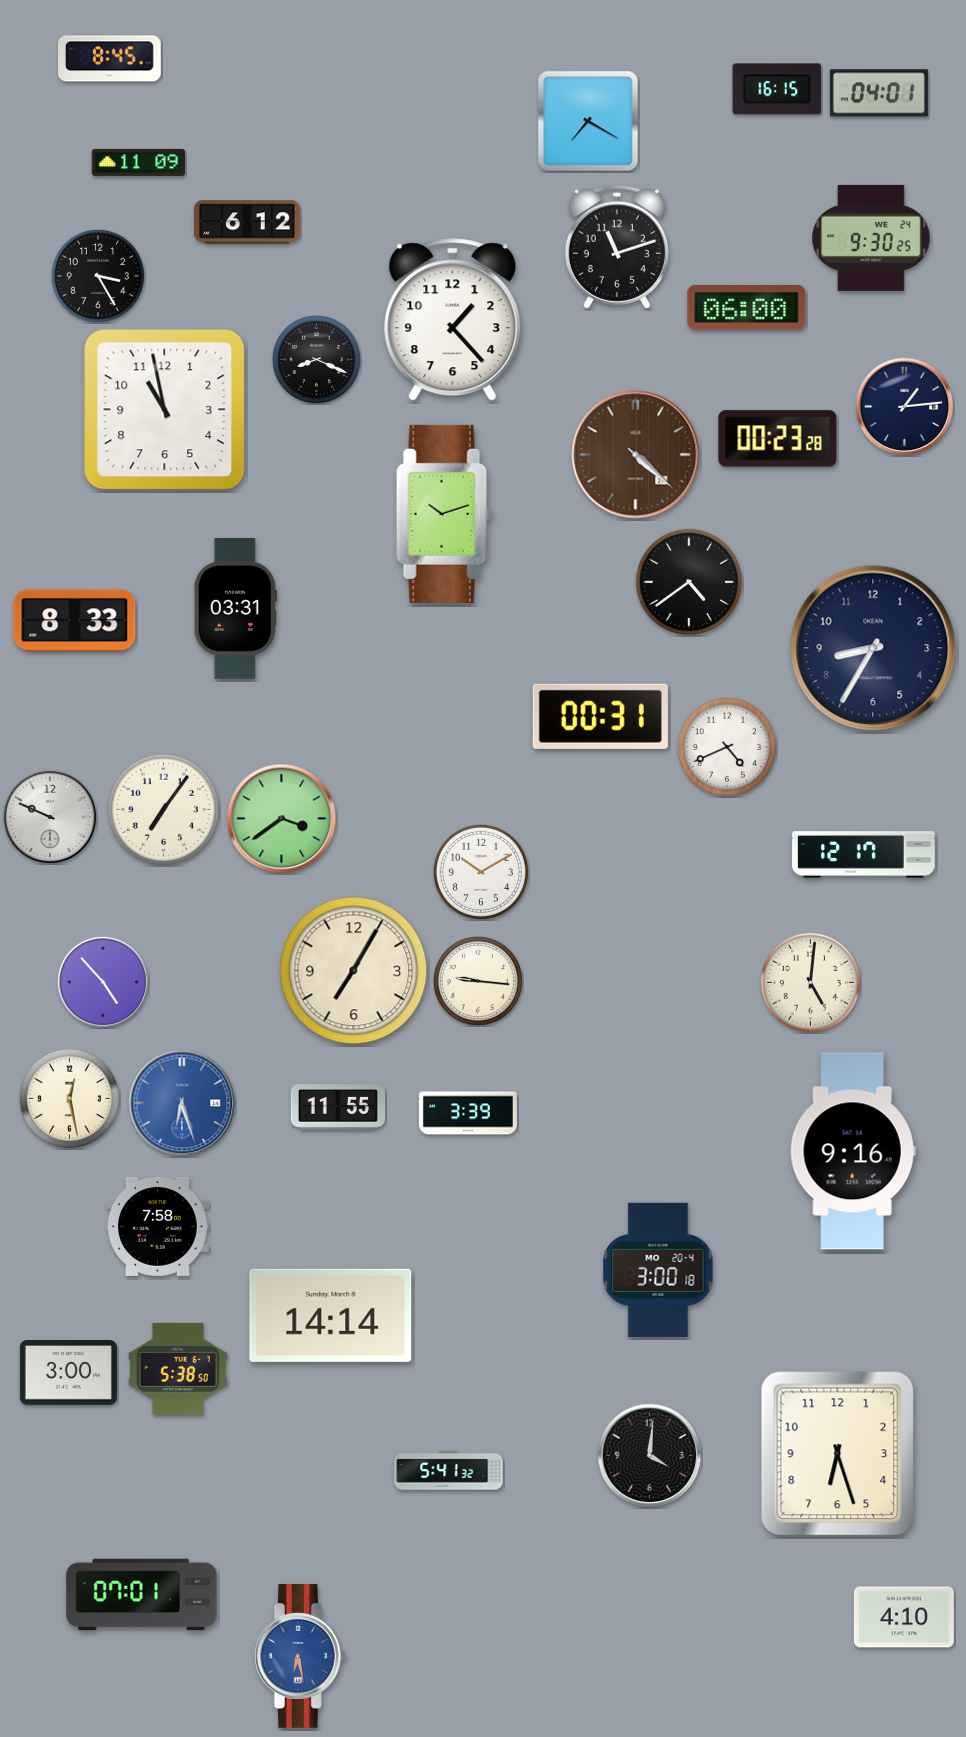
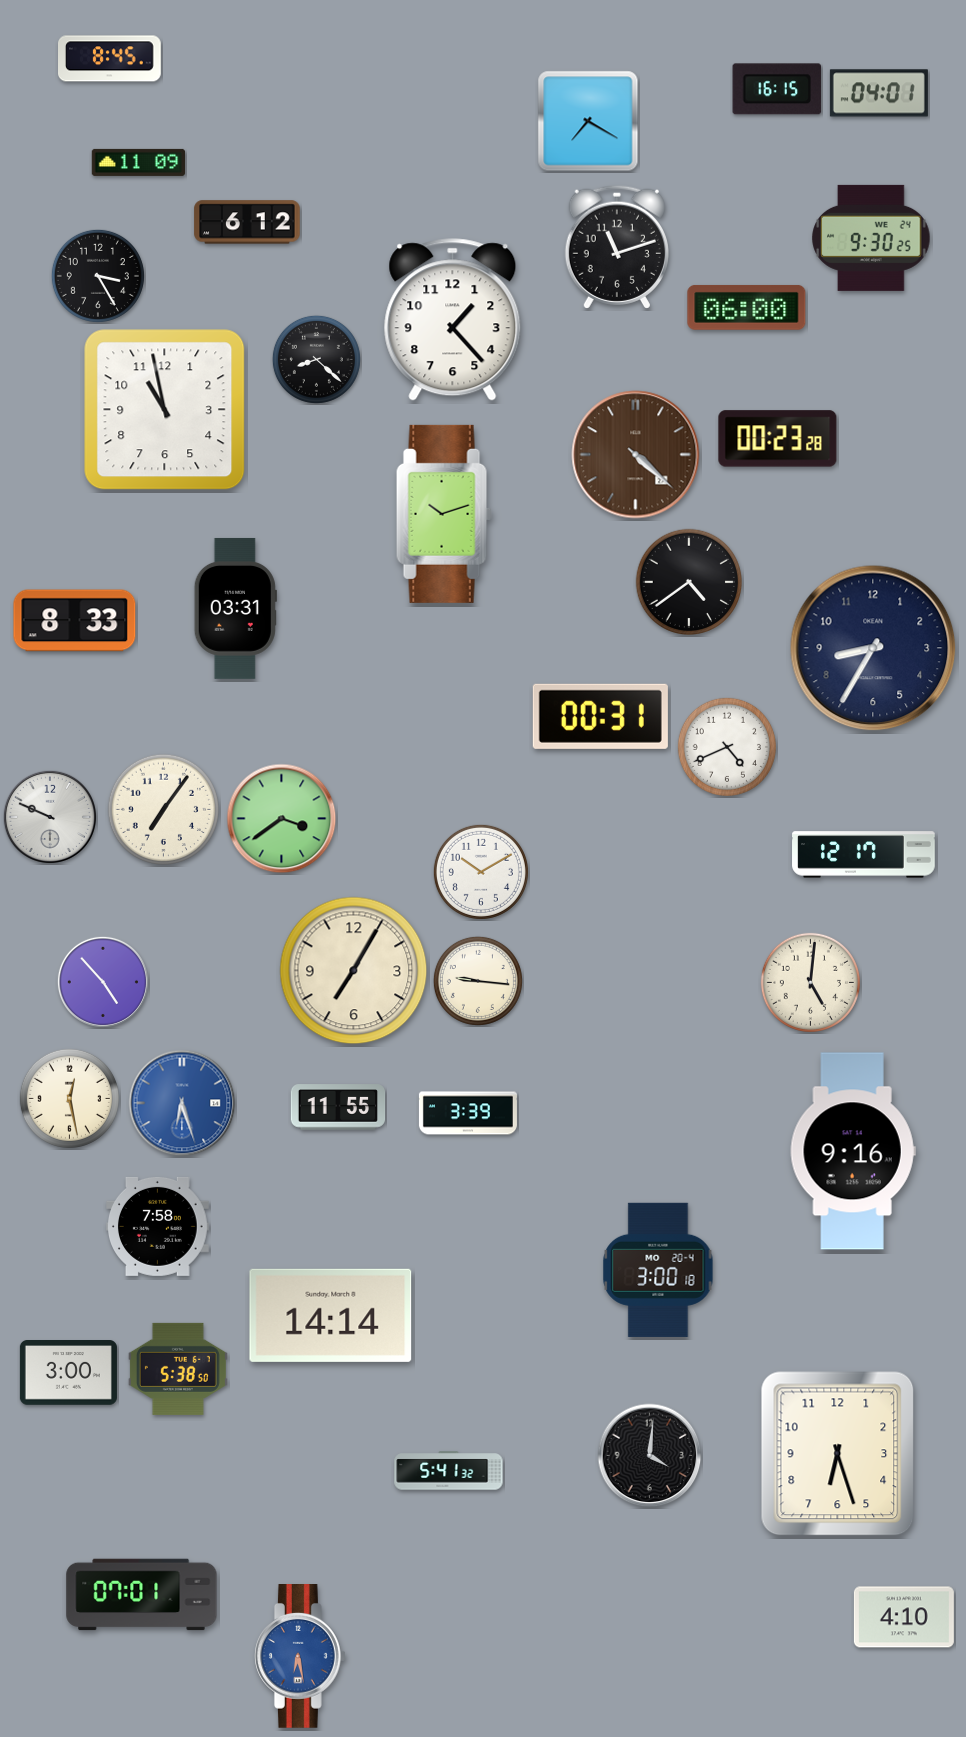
clock at (316, 359): 8:19 -> 8:22
clock at (905, 407): 1:14 -> none
